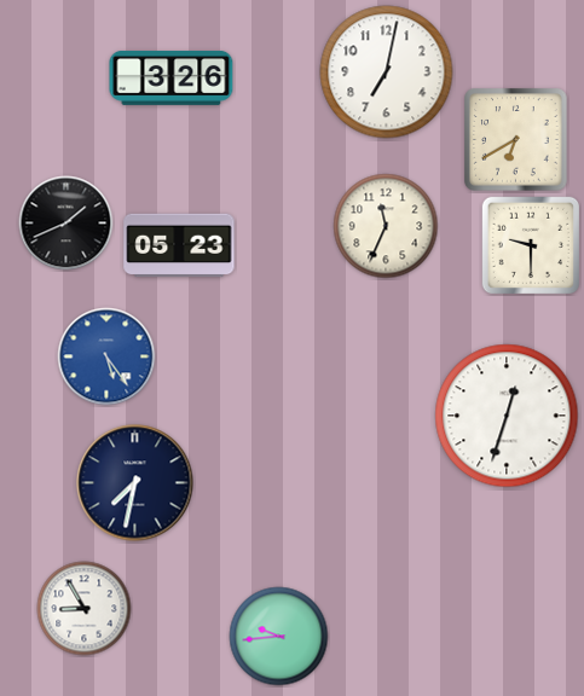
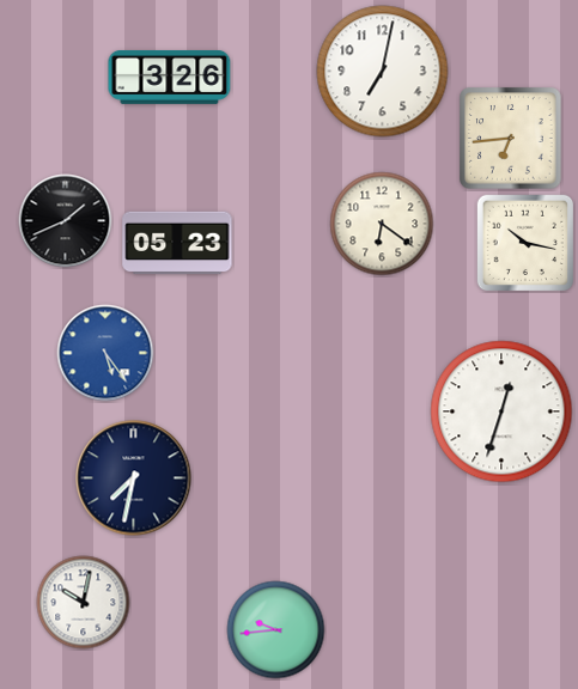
clock at (516, 140): 6:40 -> 6:44
clock at (386, 226): 11:34 -> 6:21
clock at (530, 244): 9:30 -> 10:17
clock at (85, 609): 8:55 -> 10:02
